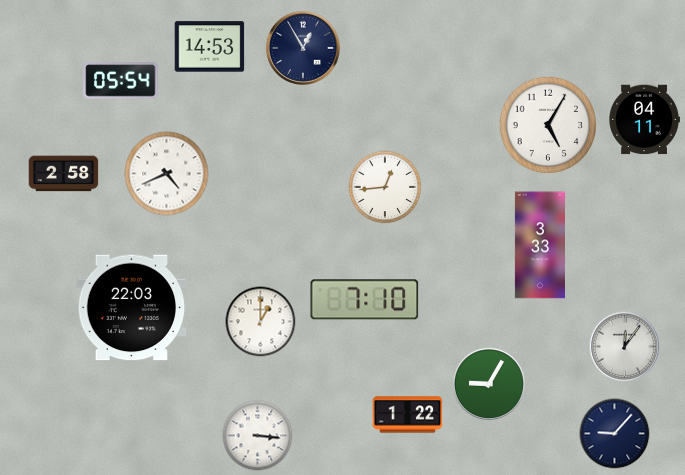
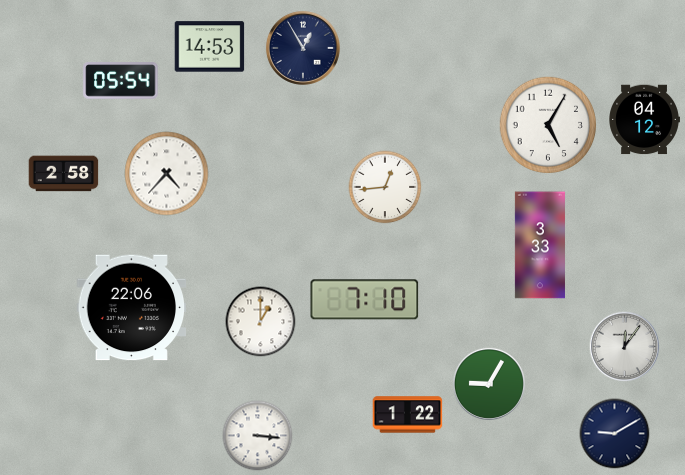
clock at (644, 120): 04:11 -> 04:12
clock at (167, 174): 4:41 -> 4:37
clock at (132, 308): 22:03 -> 22:06
clock at (615, 434): 9:07 -> 9:10
